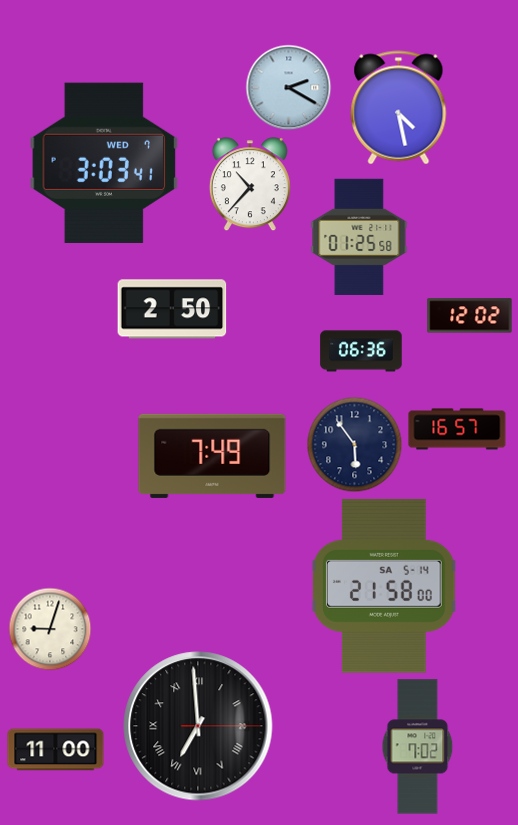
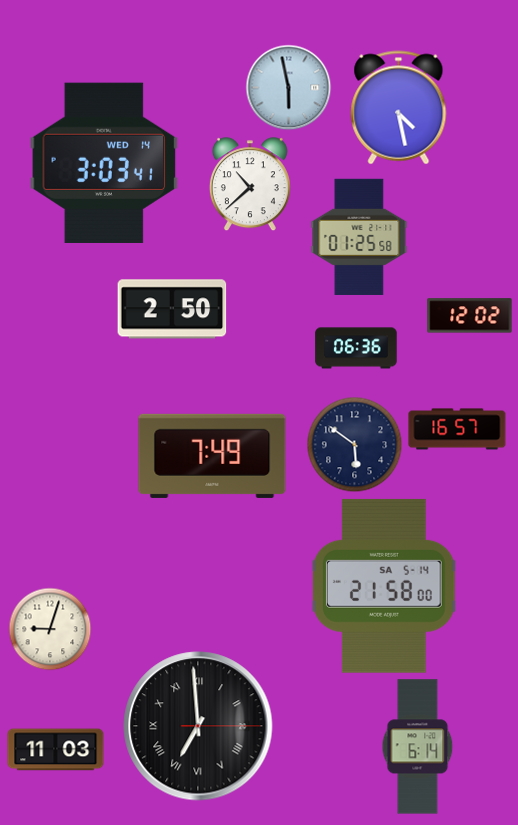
clock at (288, 87): 2:20 -> 5:58
clock at (104, 163) date: WED 7 -> WED 14
clock at (250, 184): 10:37 -> 10:38
clock at (361, 351) position: (361, 351) -> (356, 348)
clock at (354, 444): 5:54 -> 5:51
clock at (418, 747): 7:02 -> 6:14
clock at (56, 750): 11:00 -> 11:03
